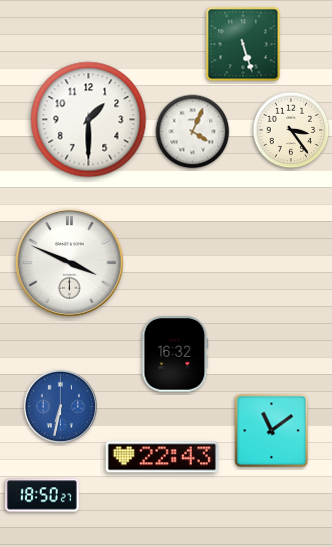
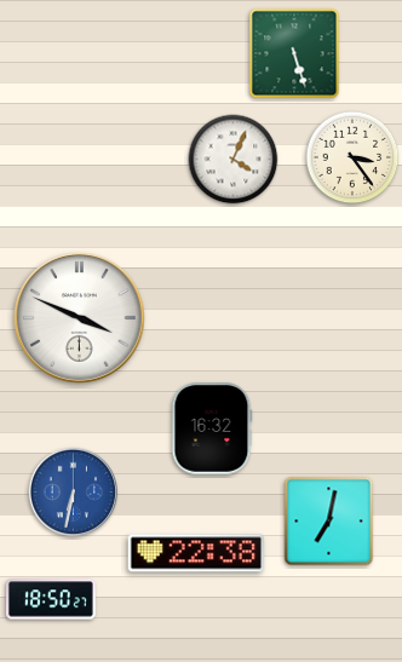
clock at (89, 120): 1:30 -> none
clock at (70, 263) position: (70, 263) -> (80, 318)
clock at (272, 431): 11:09 -> 7:02
clock at (162, 457): 22:43 -> 22:38
